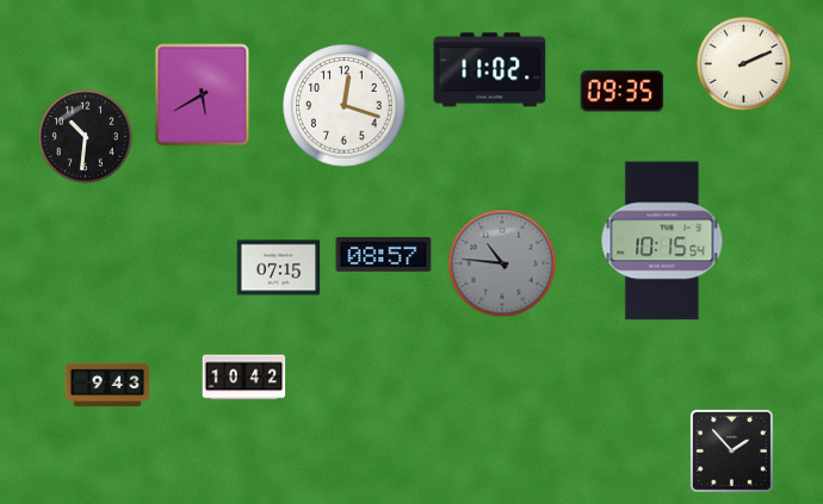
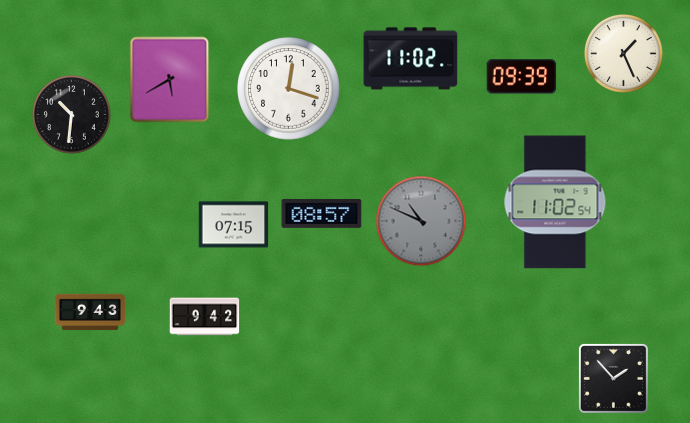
clock at (743, 63): 2:11 -> 1:26
clock at (623, 92): 09:35 -> 09:39
clock at (662, 241): 10:15 -> 11:02
clock at (502, 263): 10:46 -> 10:49
clock at (245, 378): 10:42 -> 9:42
clock at (107, 385) position: (107, 385) -> (90, 312)
